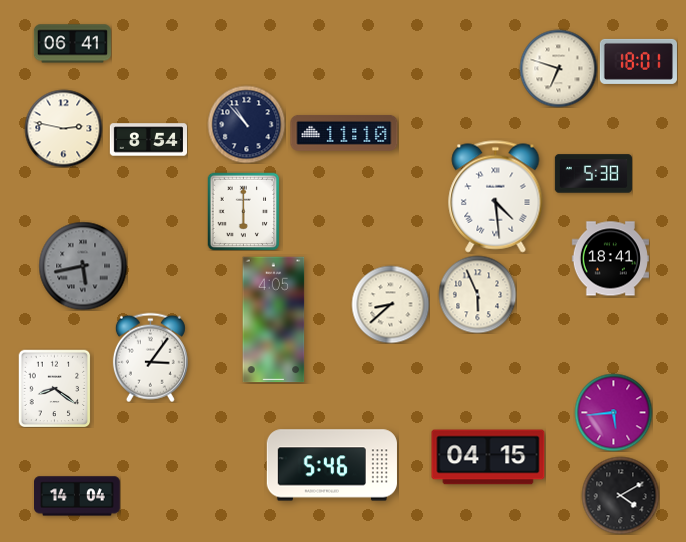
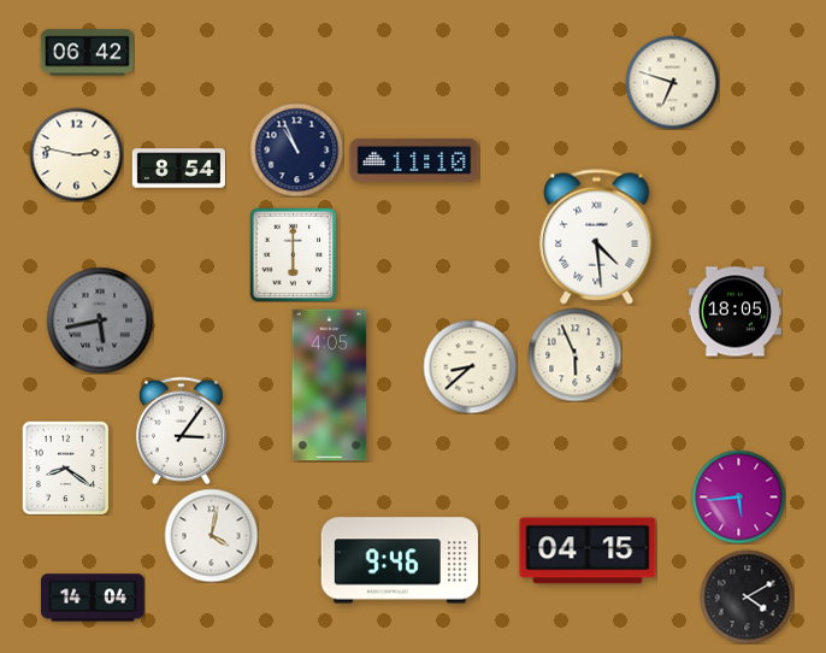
clock at (72, 44): 06:41 -> 06:42
clock at (638, 61): 18:01 -> none
clock at (246, 124): 10:53 -> 10:56
clock at (593, 174): 5:38 -> none
clock at (610, 259): 18:41 -> 18:05
clock at (211, 535): none -> 4:02
clock at (332, 465): 5:46 -> 9:46
